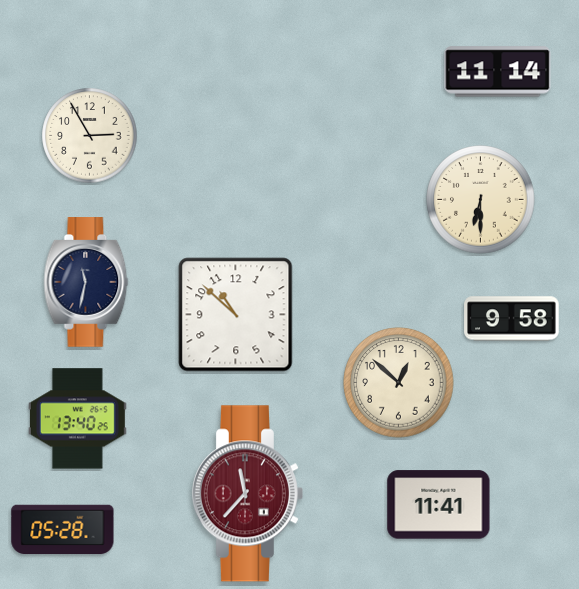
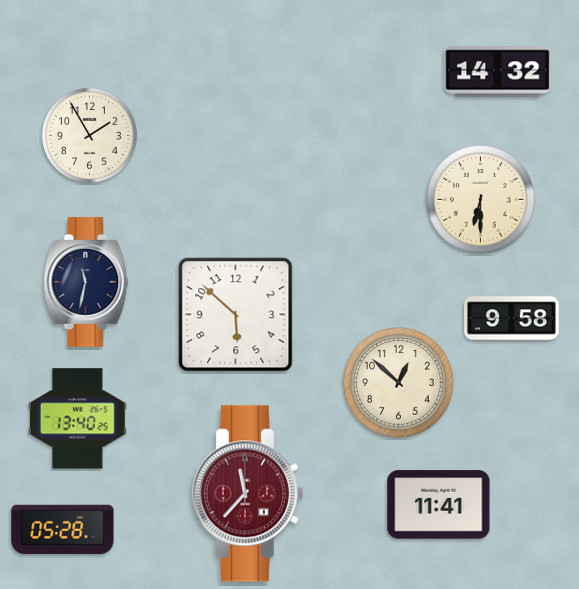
clock at (498, 72): 11:14 -> 14:32
clock at (90, 136): 2:55 -> 1:55
clock at (236, 315): 10:52 -> 5:52
